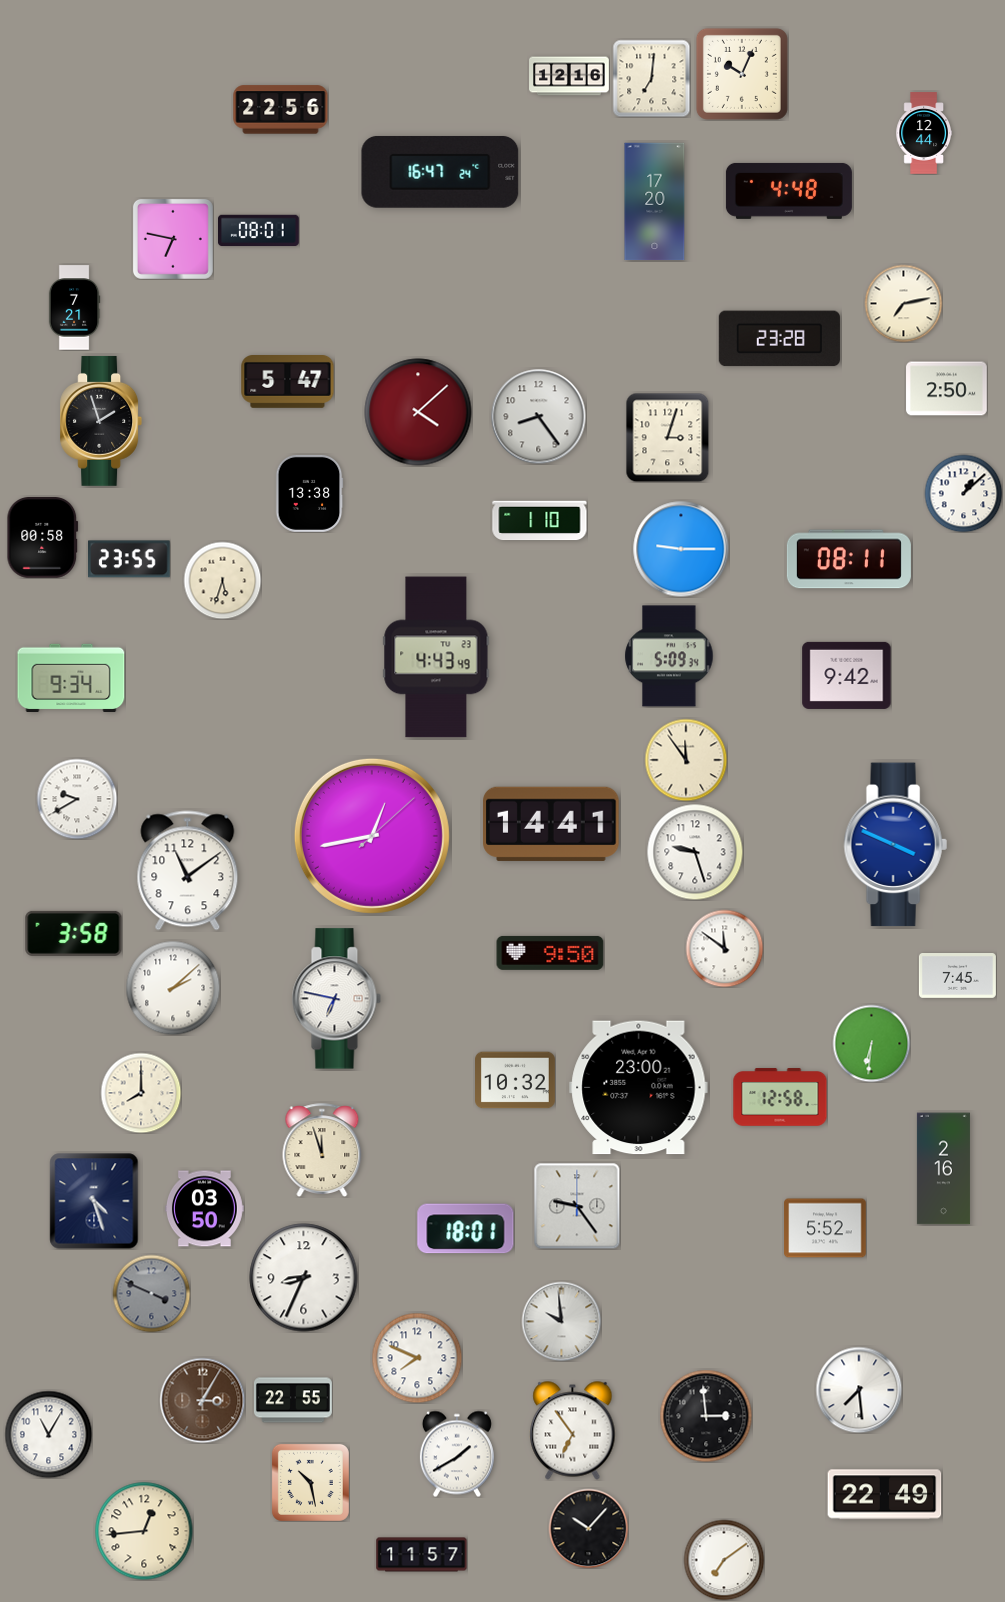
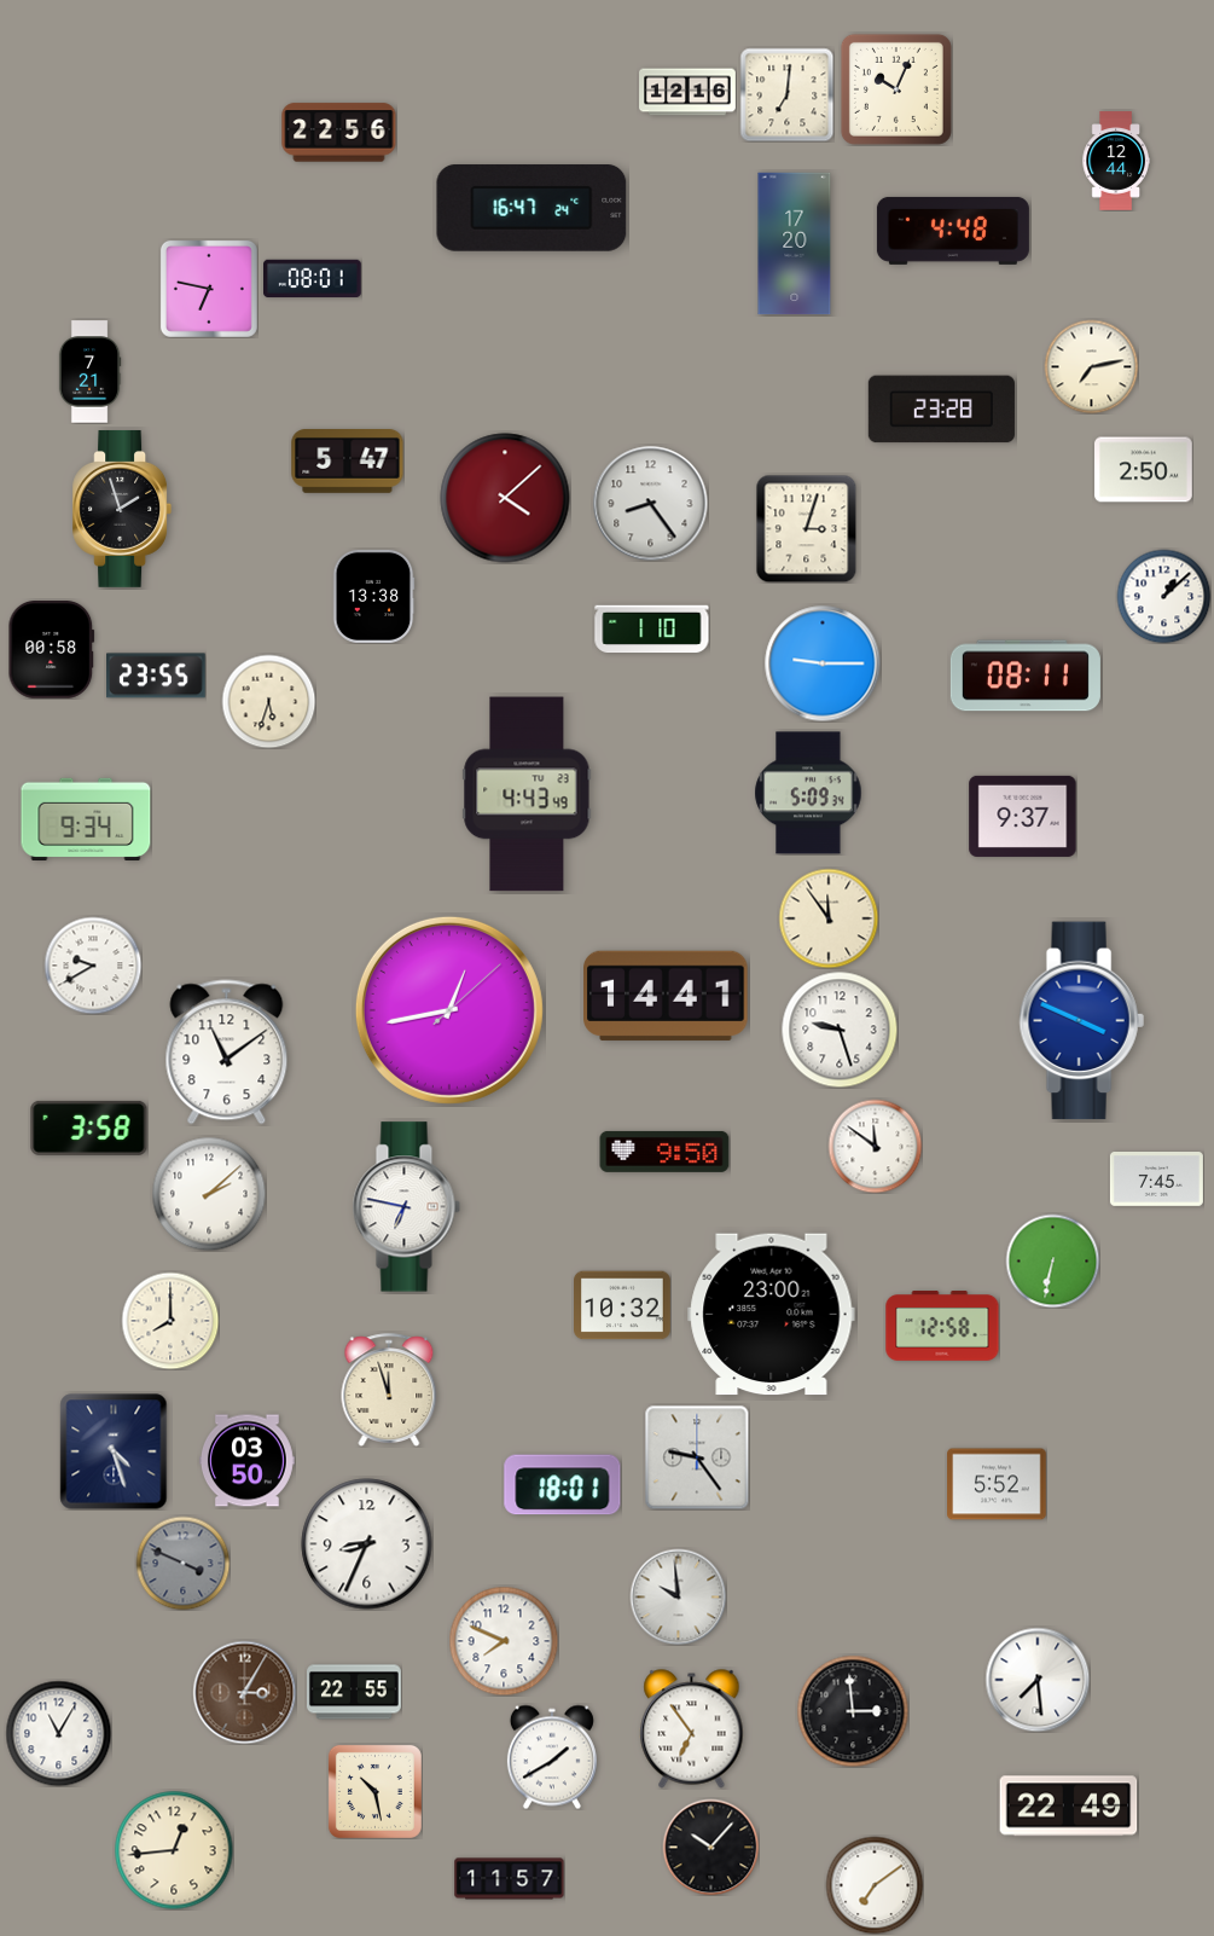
clock at (655, 202) position: (655, 202) -> (795, 244)
clock at (847, 675): 9:42 -> 9:37
clock at (871, 1043): 6:31 -> 6:32
clock at (943, 1169): 2:16 -> none
